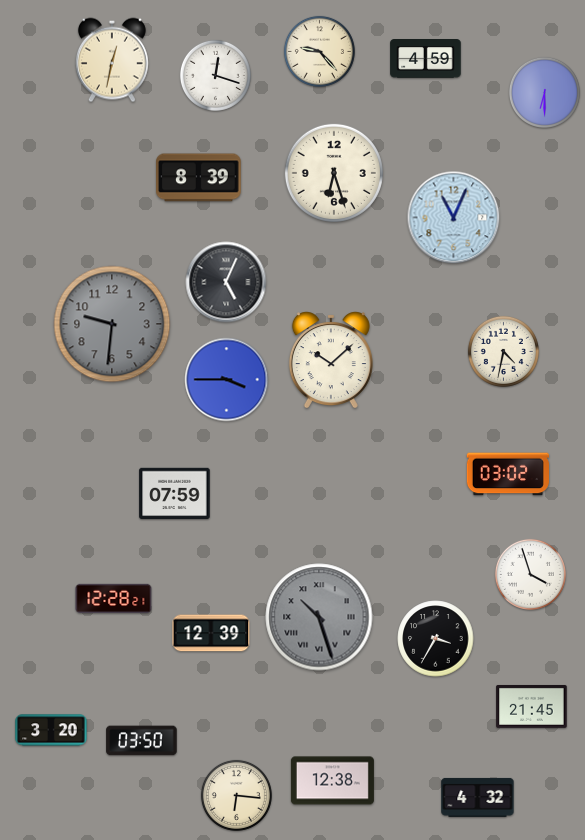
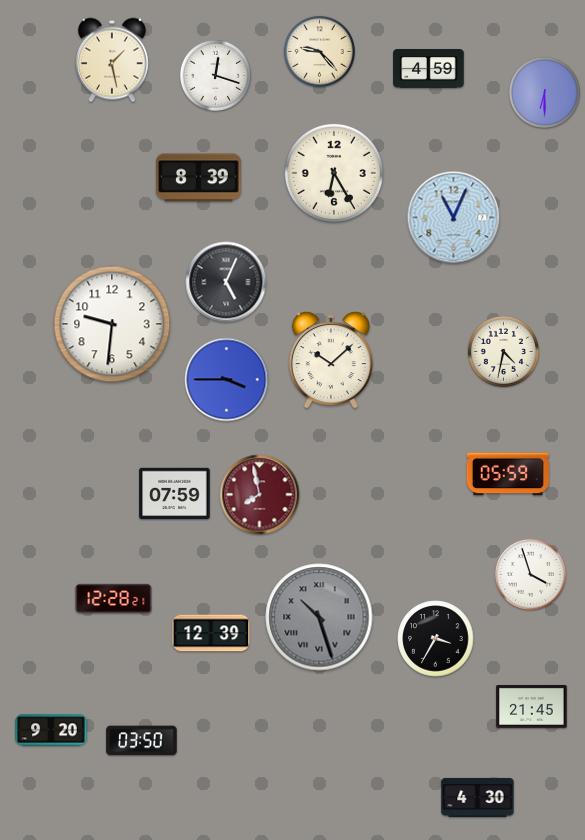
clock at (426, 59) position: (426, 59) -> (429, 69)
clock at (112, 60): 12:32 -> 1:28
clock at (334, 173): 6:27 -> 6:25
clock at (112, 324) dial: grey -> white
clock at (508, 474): 03:02 -> 05:59
clock at (260, 495): none -> 7:58
clock at (51, 730): 3:20 -> 9:20
clock at (332, 781): 12:38 -> none
clock at (236, 795): 6:16 -> none
clock at (478, 797): 4:32 -> 4:30
